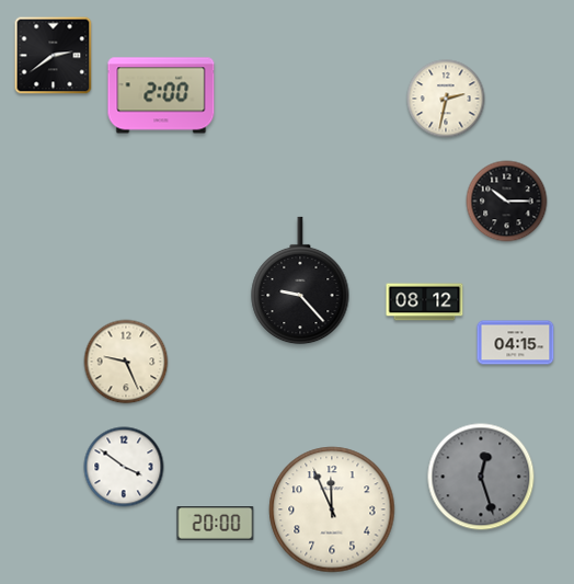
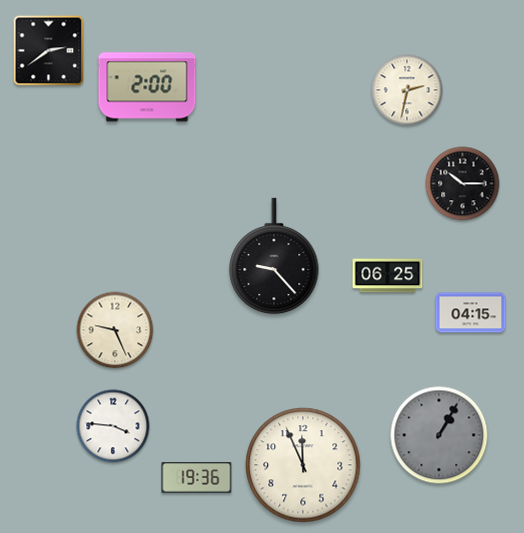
clock at (425, 302): 08:12 -> 06:25
clock at (124, 467): 3:51 -> 3:46
clock at (481, 477): 12:27 -> 1:05
clock at (216, 524): 20:00 -> 19:36
